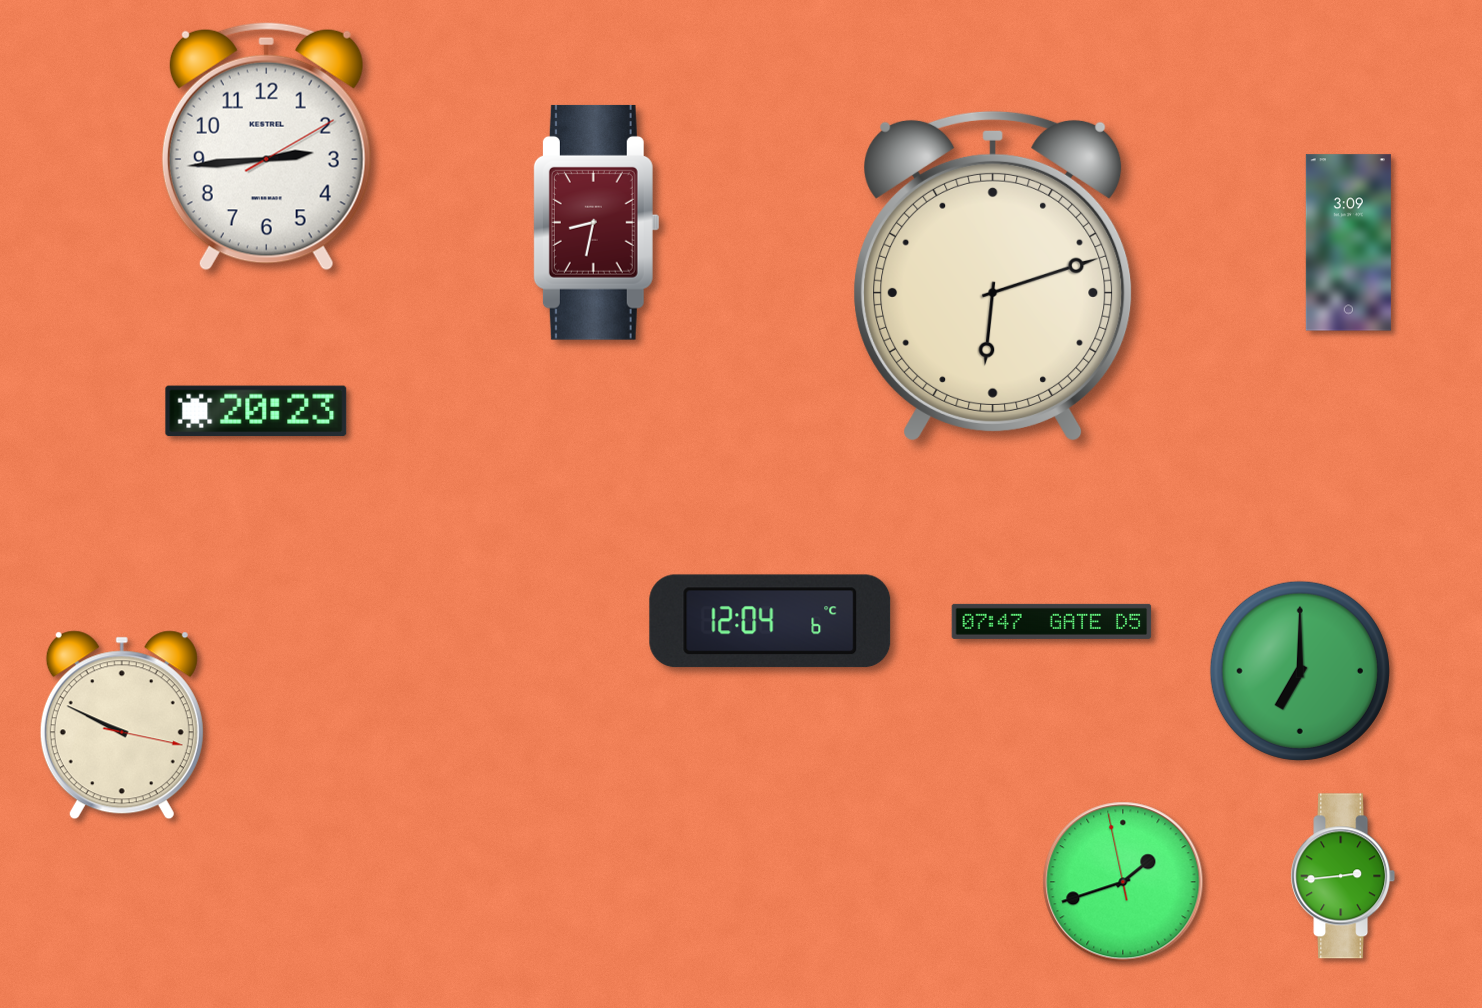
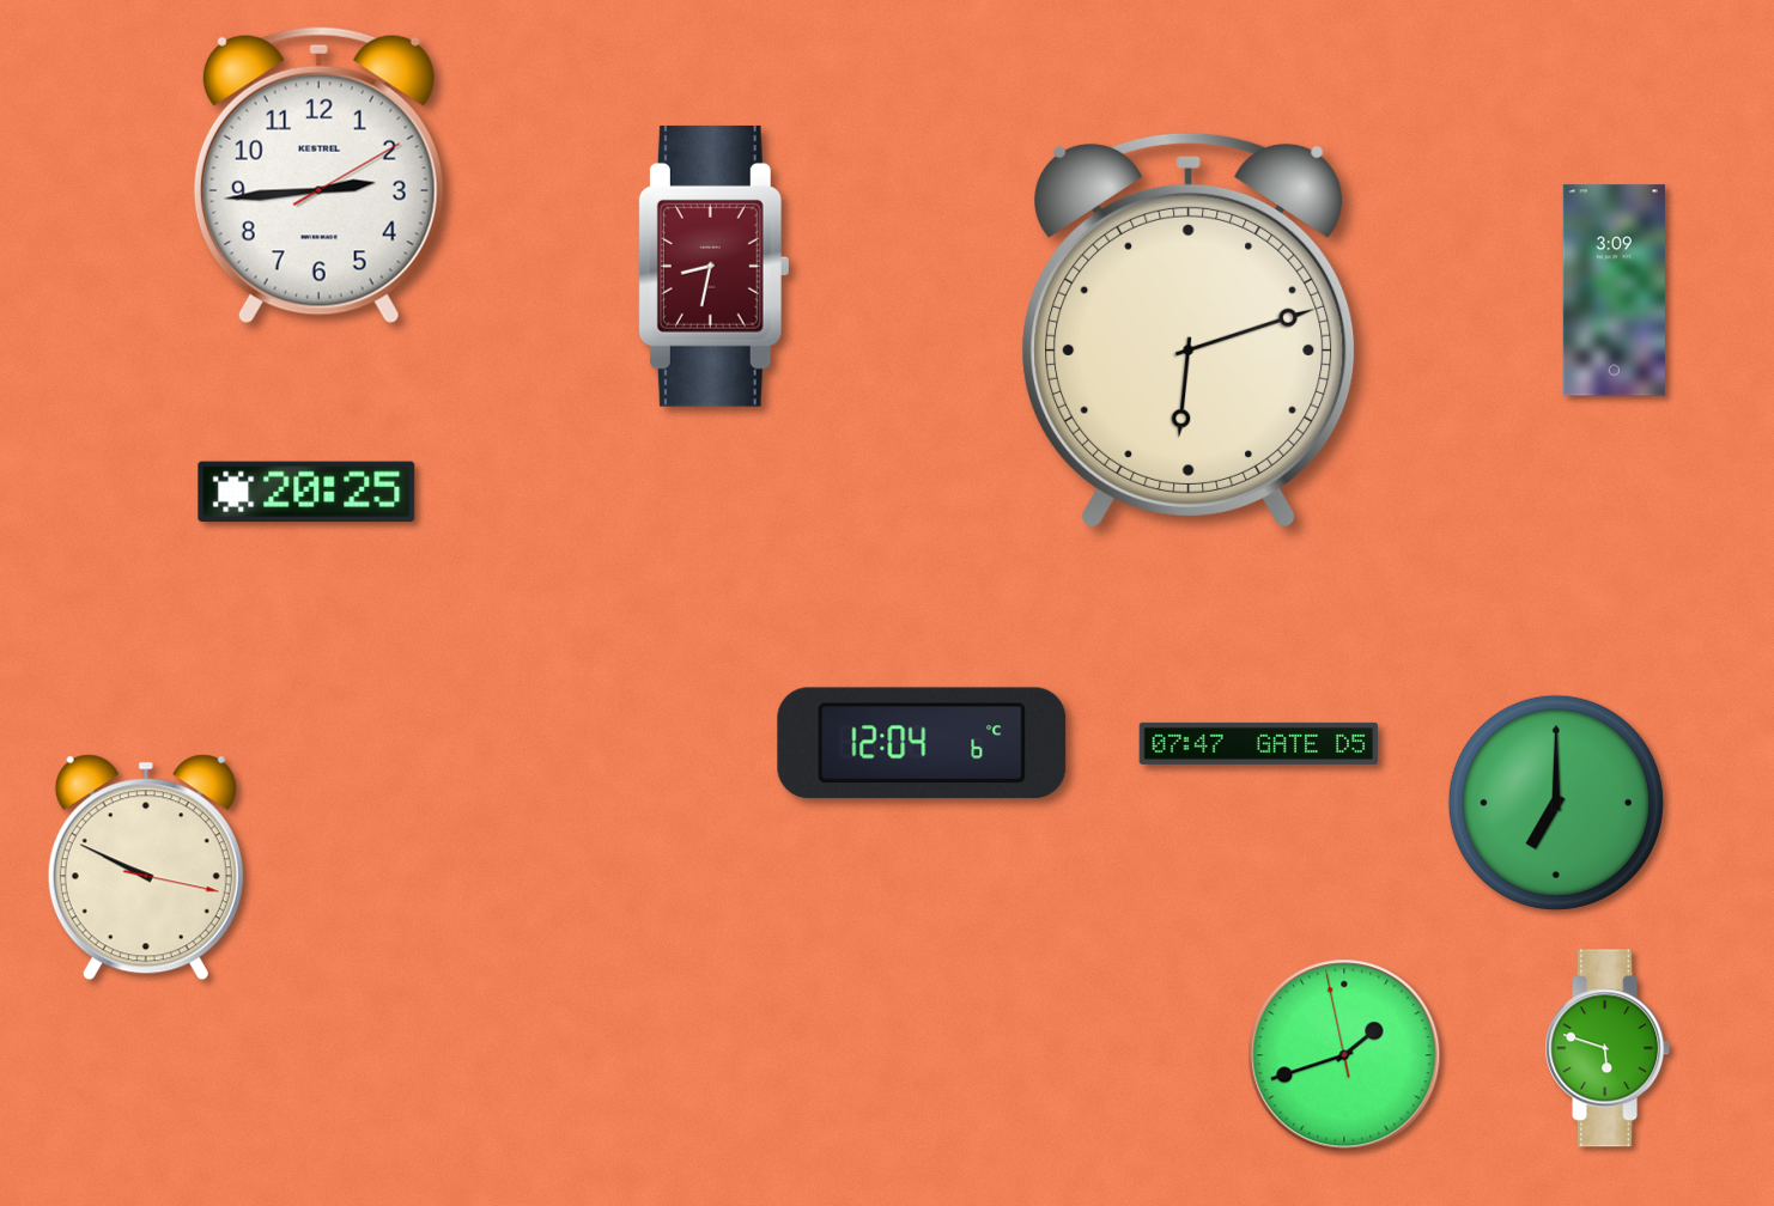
clock at (256, 411): 20:23 -> 20:25
clock at (1343, 876): 2:44 -> 5:48
